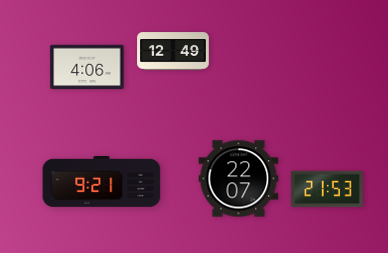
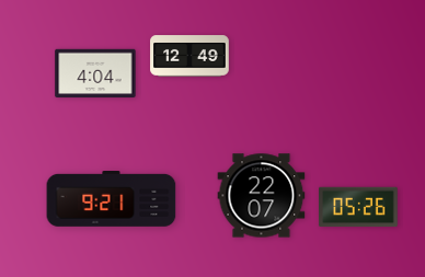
clock at (87, 67): 4:06 -> 4:04
clock at (327, 189): 21:53 -> 05:26
